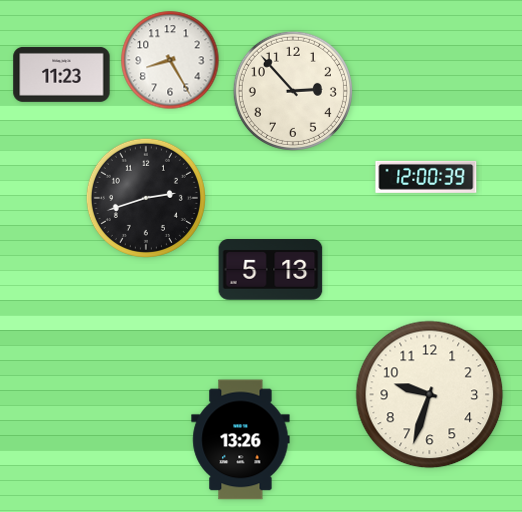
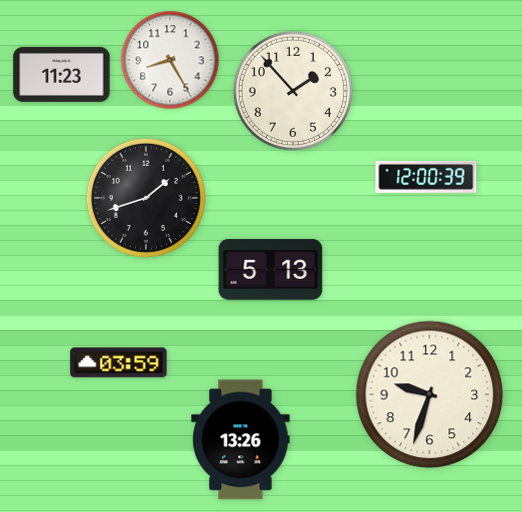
clock at (293, 91): 2:53 -> 1:53
clock at (146, 198): 2:42 -> 1:42
clock at (119, 363): none -> 03:59
